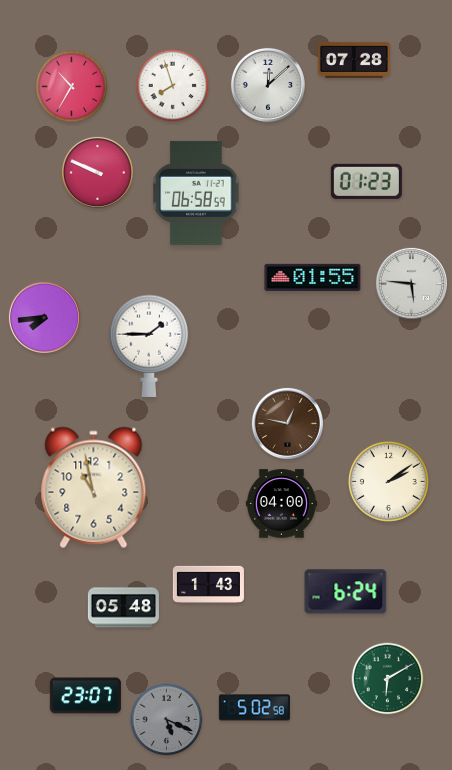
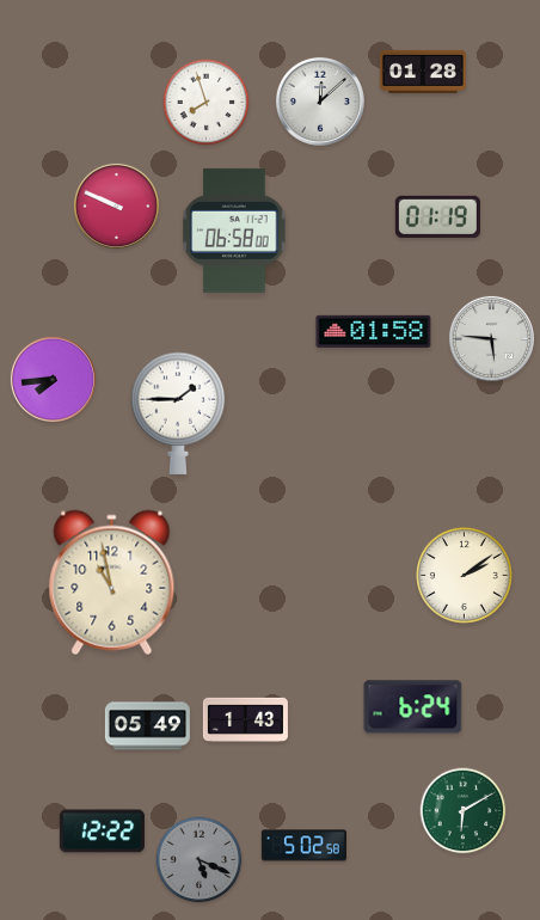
clock at (354, 60): 07:28 -> 01:28
clock at (72, 87): 10:35 -> none
clock at (366, 181): 01:23 -> 01:19
clock at (196, 193): 06:58:59 -> 06:58:00
clock at (313, 277): 01:55 -> 01:58
clock at (287, 423): 12:47 -> none
clock at (281, 504): 04:00 -> none
clock at (208, 584) position: (208, 584) -> (245, 719)
clock at (123, 608): 05:48 -> 05:49
clock at (85, 696): 23:07 -> 12:22
